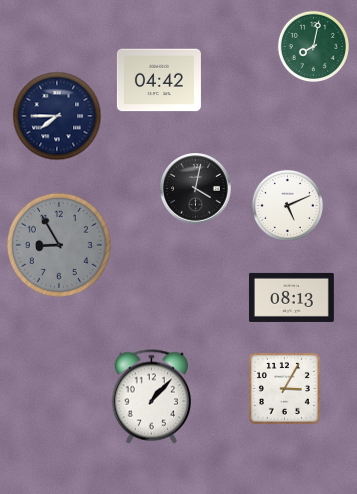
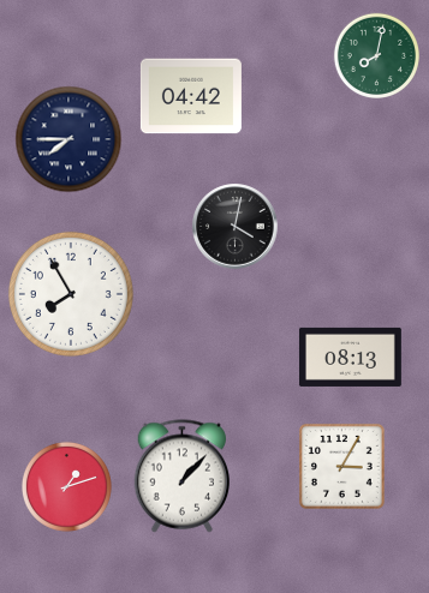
clock at (287, 205): 5:11 -> none
clock at (59, 245): 8:55 -> 7:55
clock at (59, 245) dial: grey -> white
clock at (66, 486): none -> 1:12
